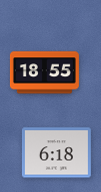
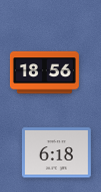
clock at (44, 73): 18:55 -> 18:56
